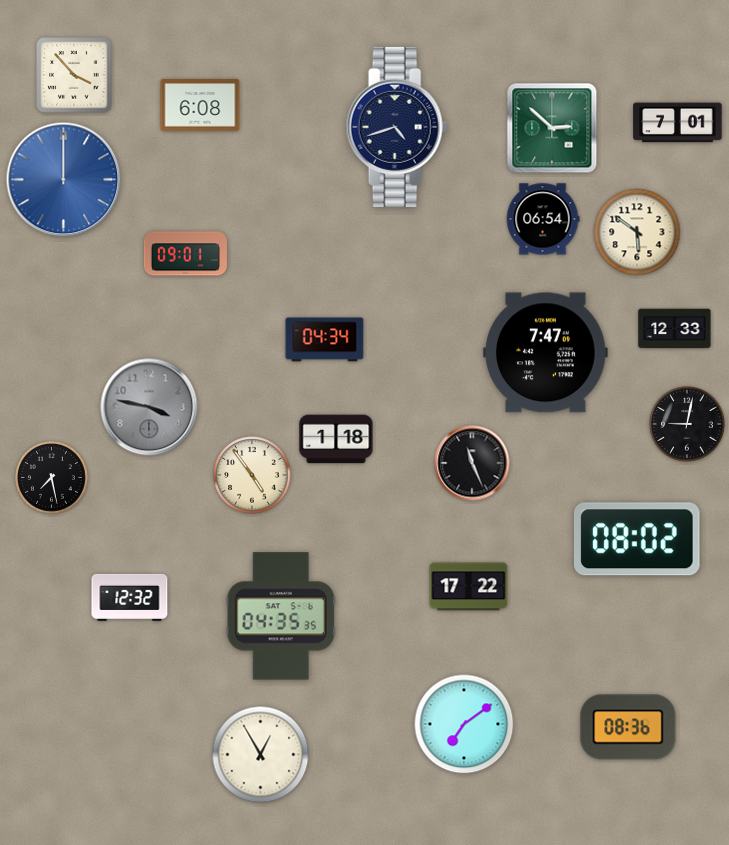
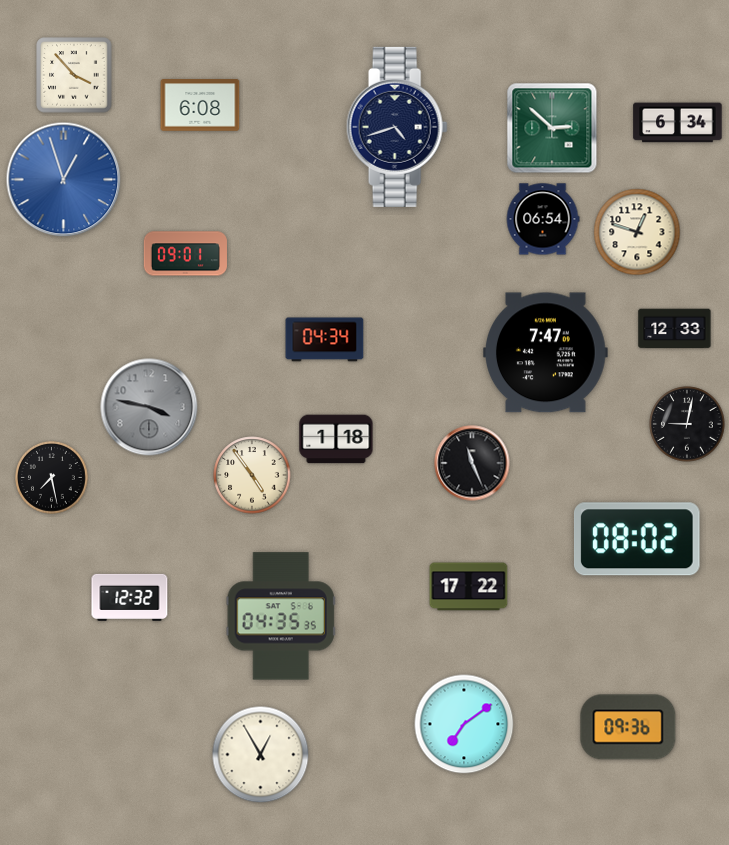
clock at (678, 123): 7:01 -> 6:34
clock at (64, 180): 12:00 -> 12:57
clock at (637, 232): 5:51 -> 12:48
clock at (628, 727): 08:36 -> 09:36
